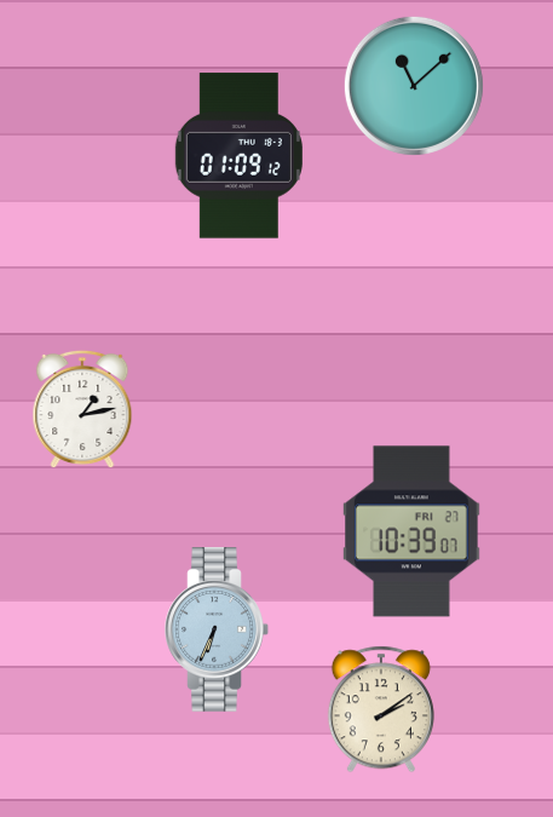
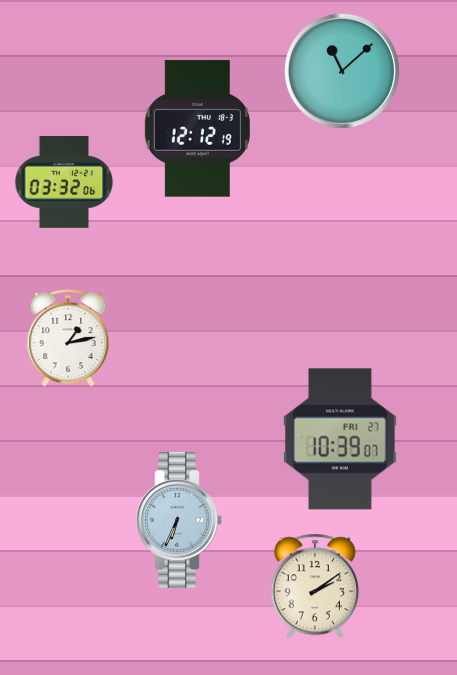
clock at (238, 156): 01:09 -> 12:12
clock at (64, 182): none -> 03:32
